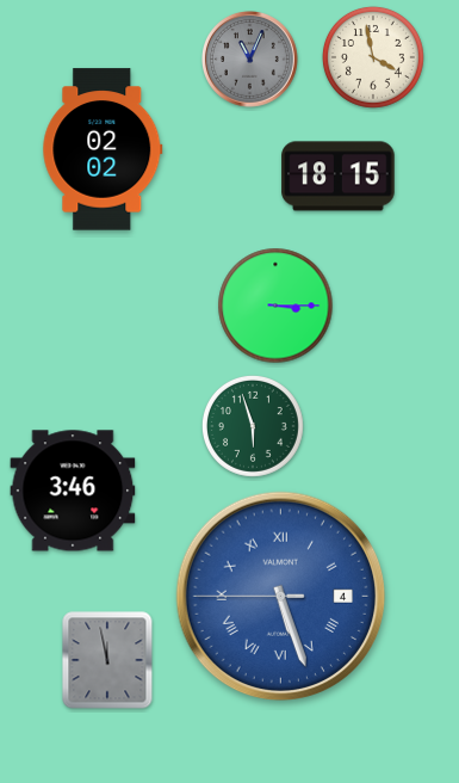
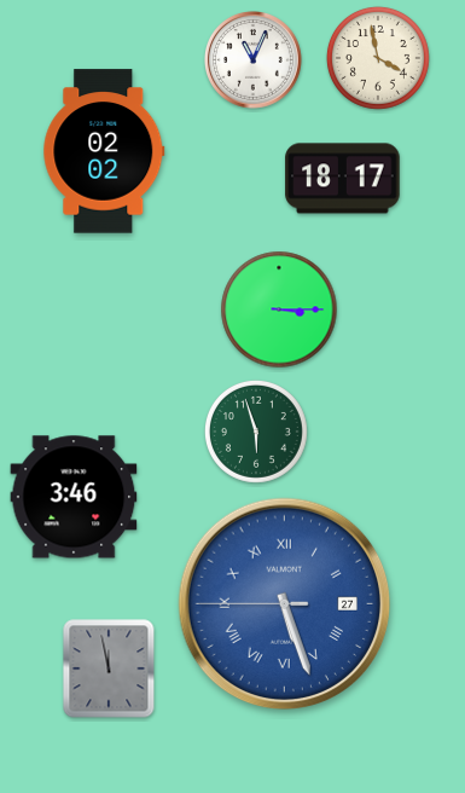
clock at (250, 60) dial: grey -> white
clock at (339, 177): 18:15 -> 18:17
clock at (281, 597) date: 4 -> 27
